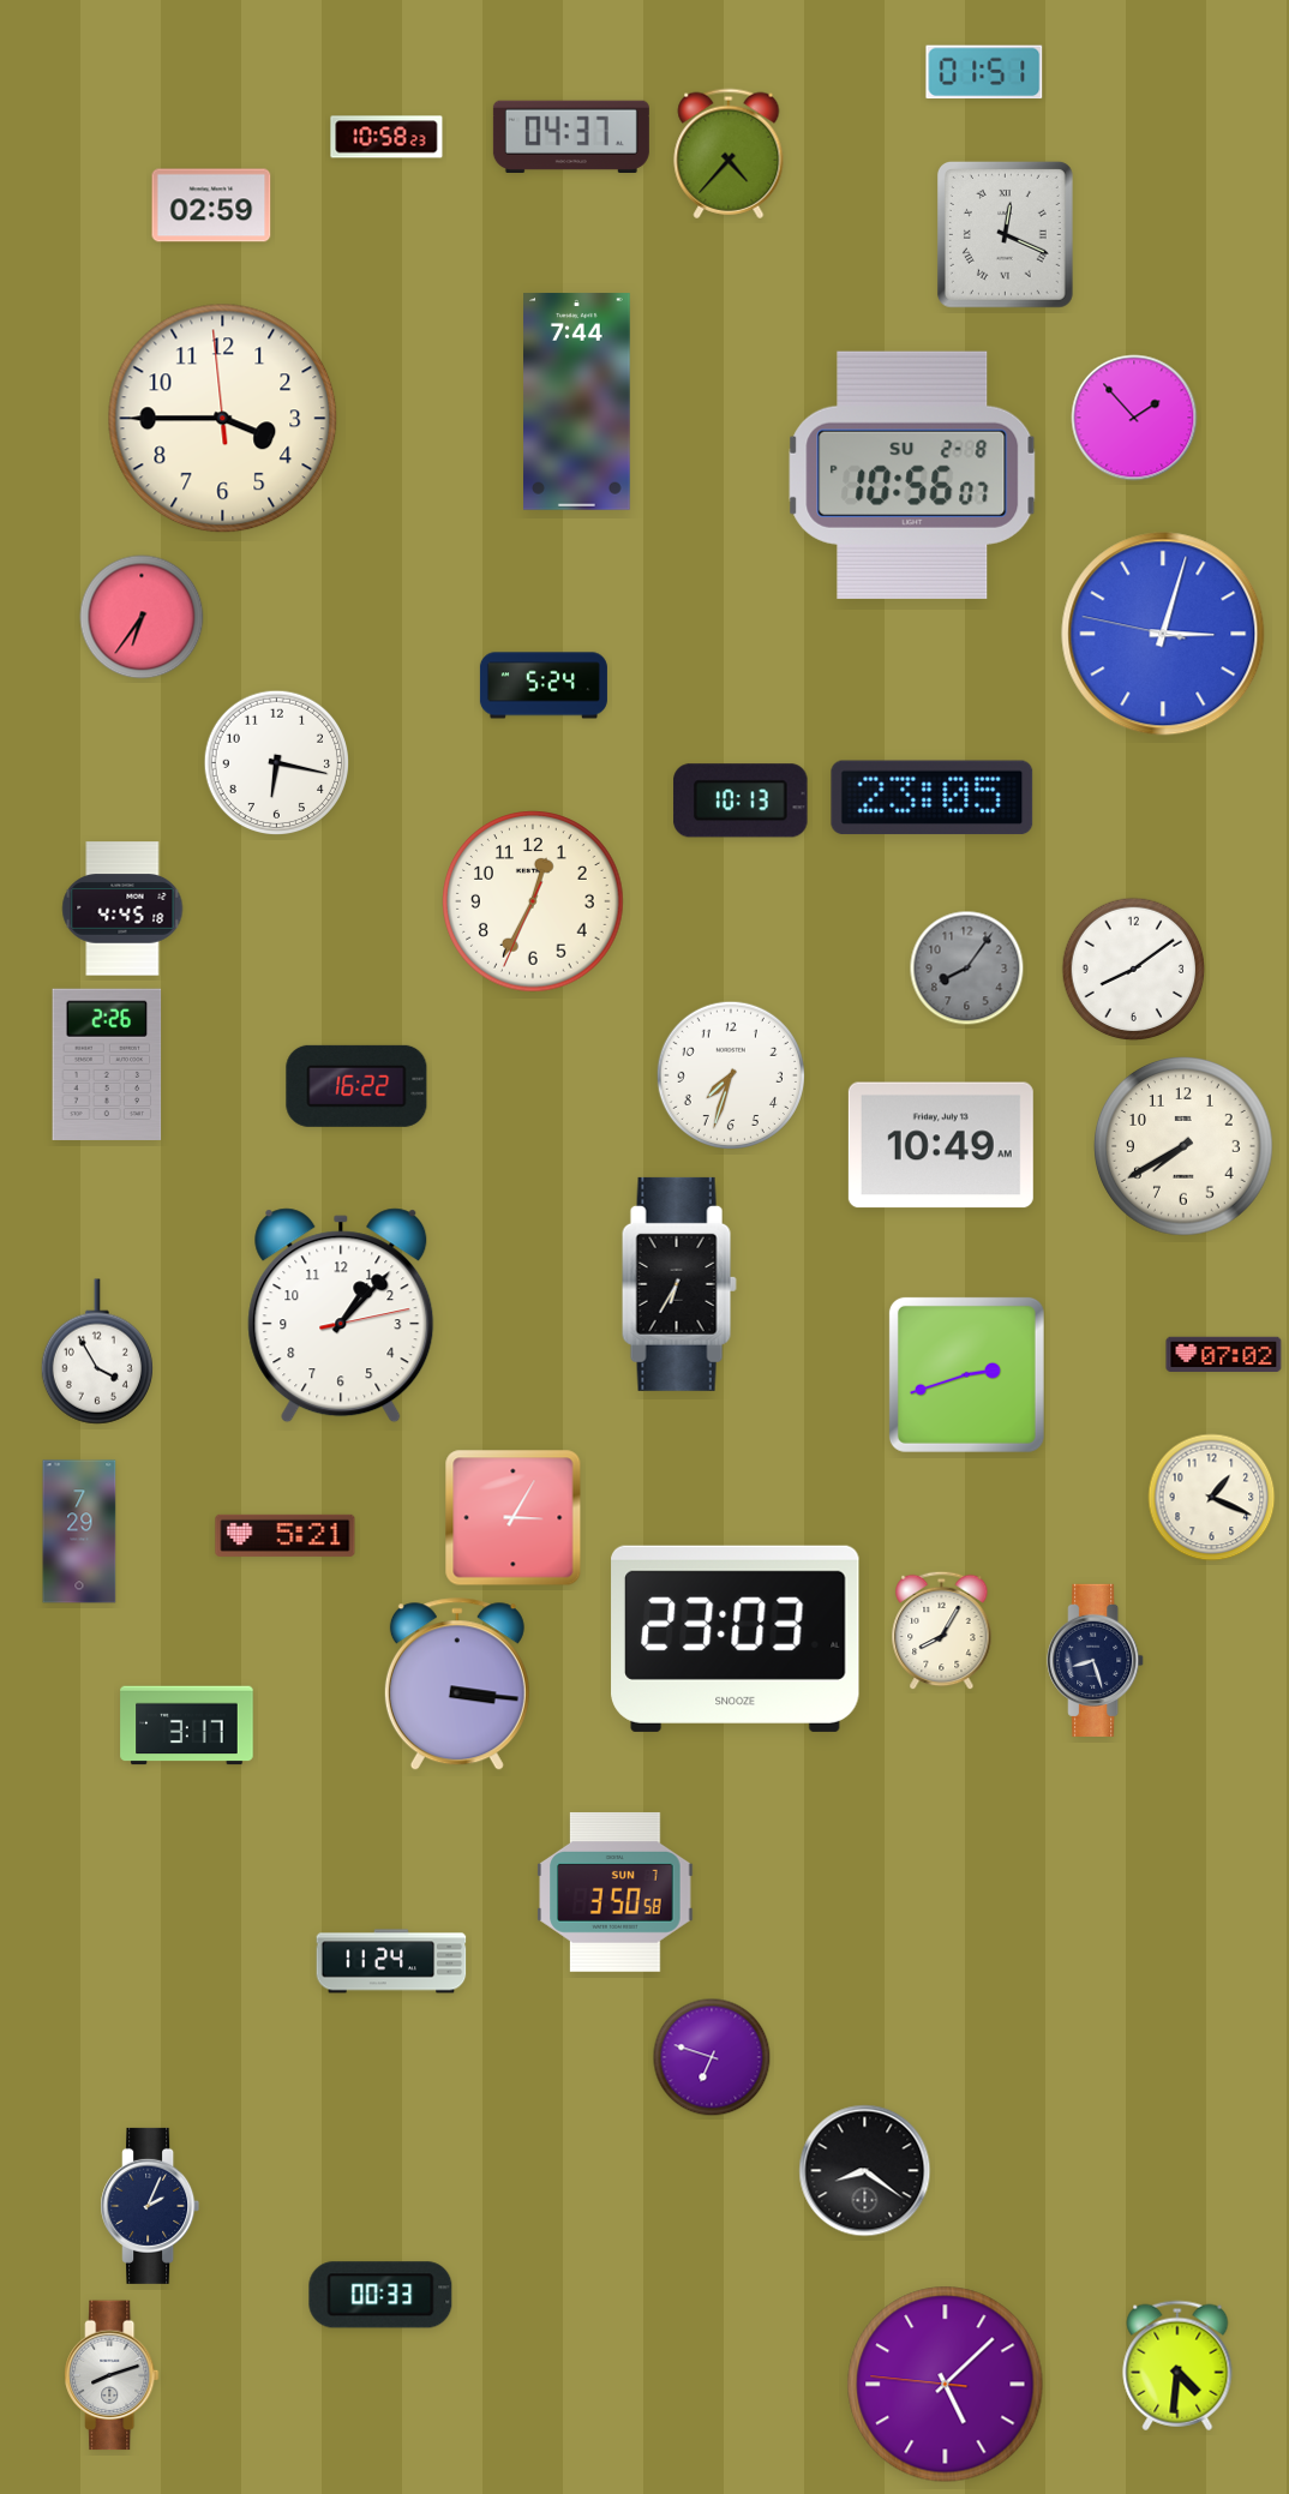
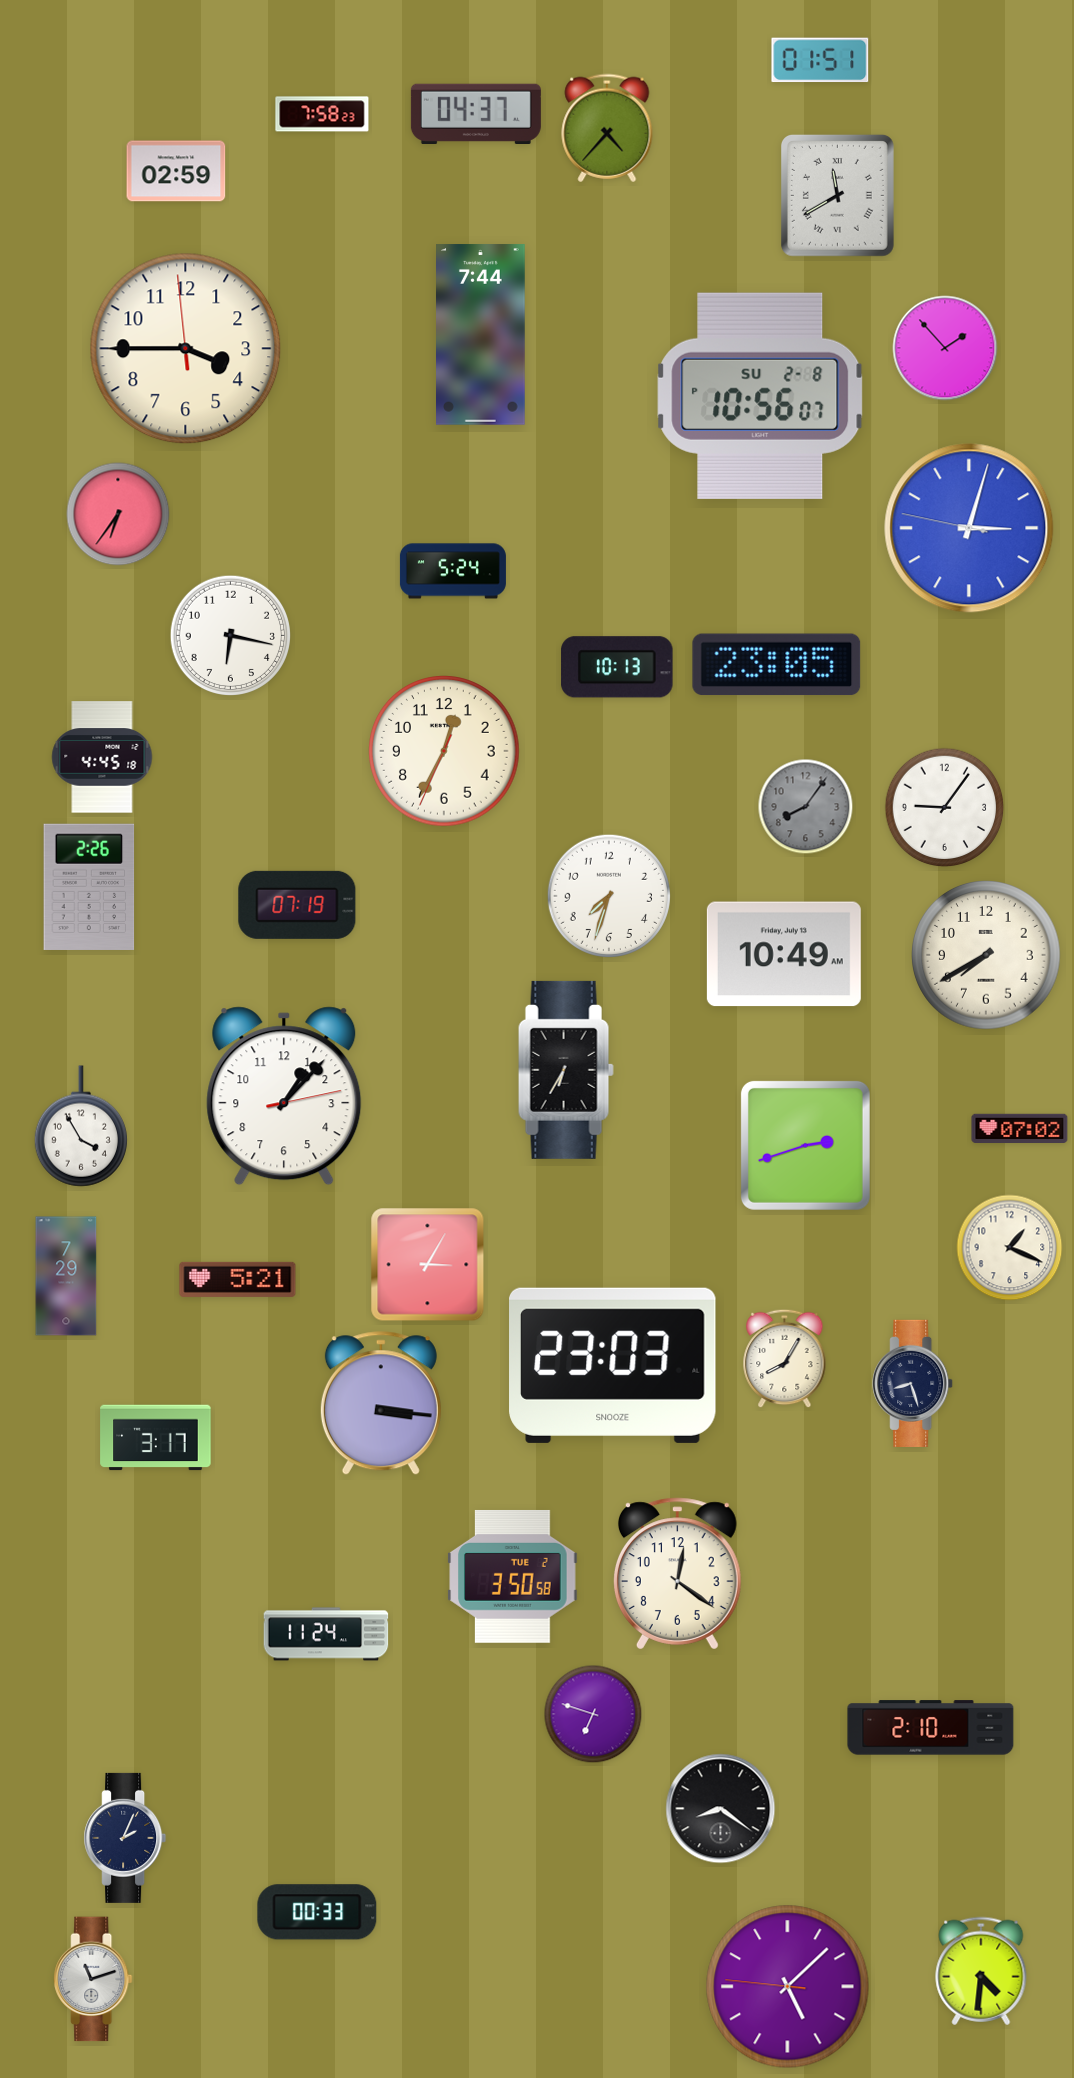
clock at (386, 137): 10:58 -> 7:58
clock at (1005, 234): 12:19 -> 11:40
clock at (1134, 970): 8:09 -> 9:06
clock at (356, 1086): 16:22 -> 07:19
clock at (677, 1574): none -> 12:21
clock at (616, 1892) date: SUN 7 -> TUE 2
clock at (931, 1728): none -> 2:10
clock at (112, 2375): 8:12 -> 11:12
